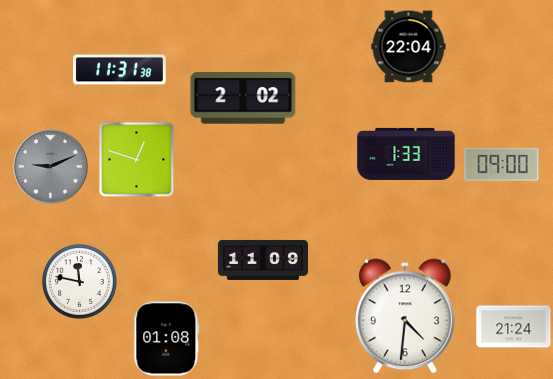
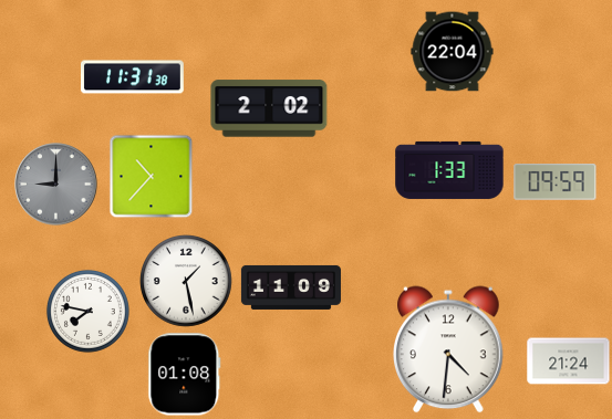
clock at (137, 160): 12:48 -> 10:37
clock at (502, 165): 09:00 -> 09:59
clock at (51, 167): 9:11 -> 9:00
clock at (186, 281): none -> 1:28
clock at (79, 281): 11:47 -> 7:47
